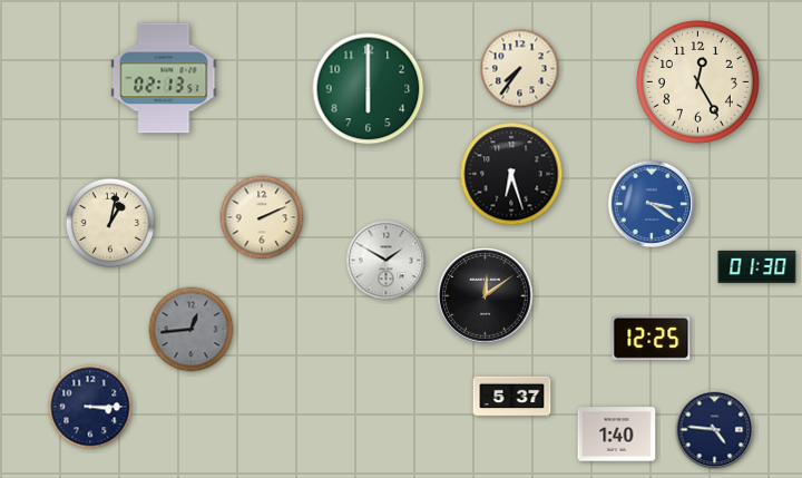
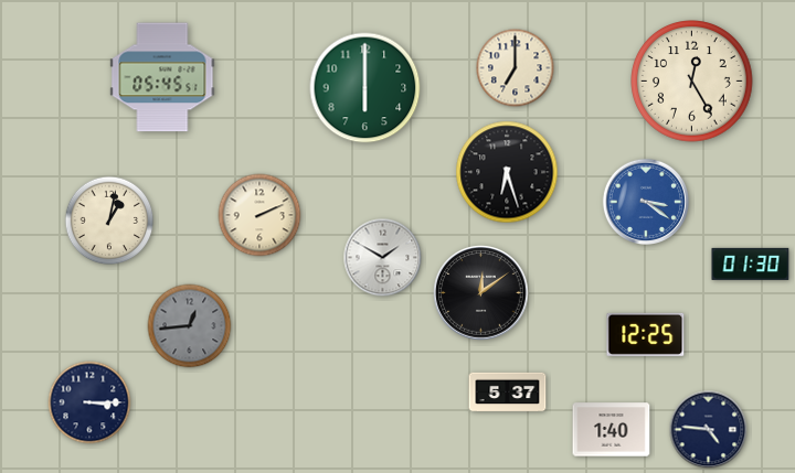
clock at (520, 69): 7:36 -> 7:00
clock at (164, 78): 02:13 -> 05:45
clock at (715, 430) position: (715, 430) -> (709, 430)
